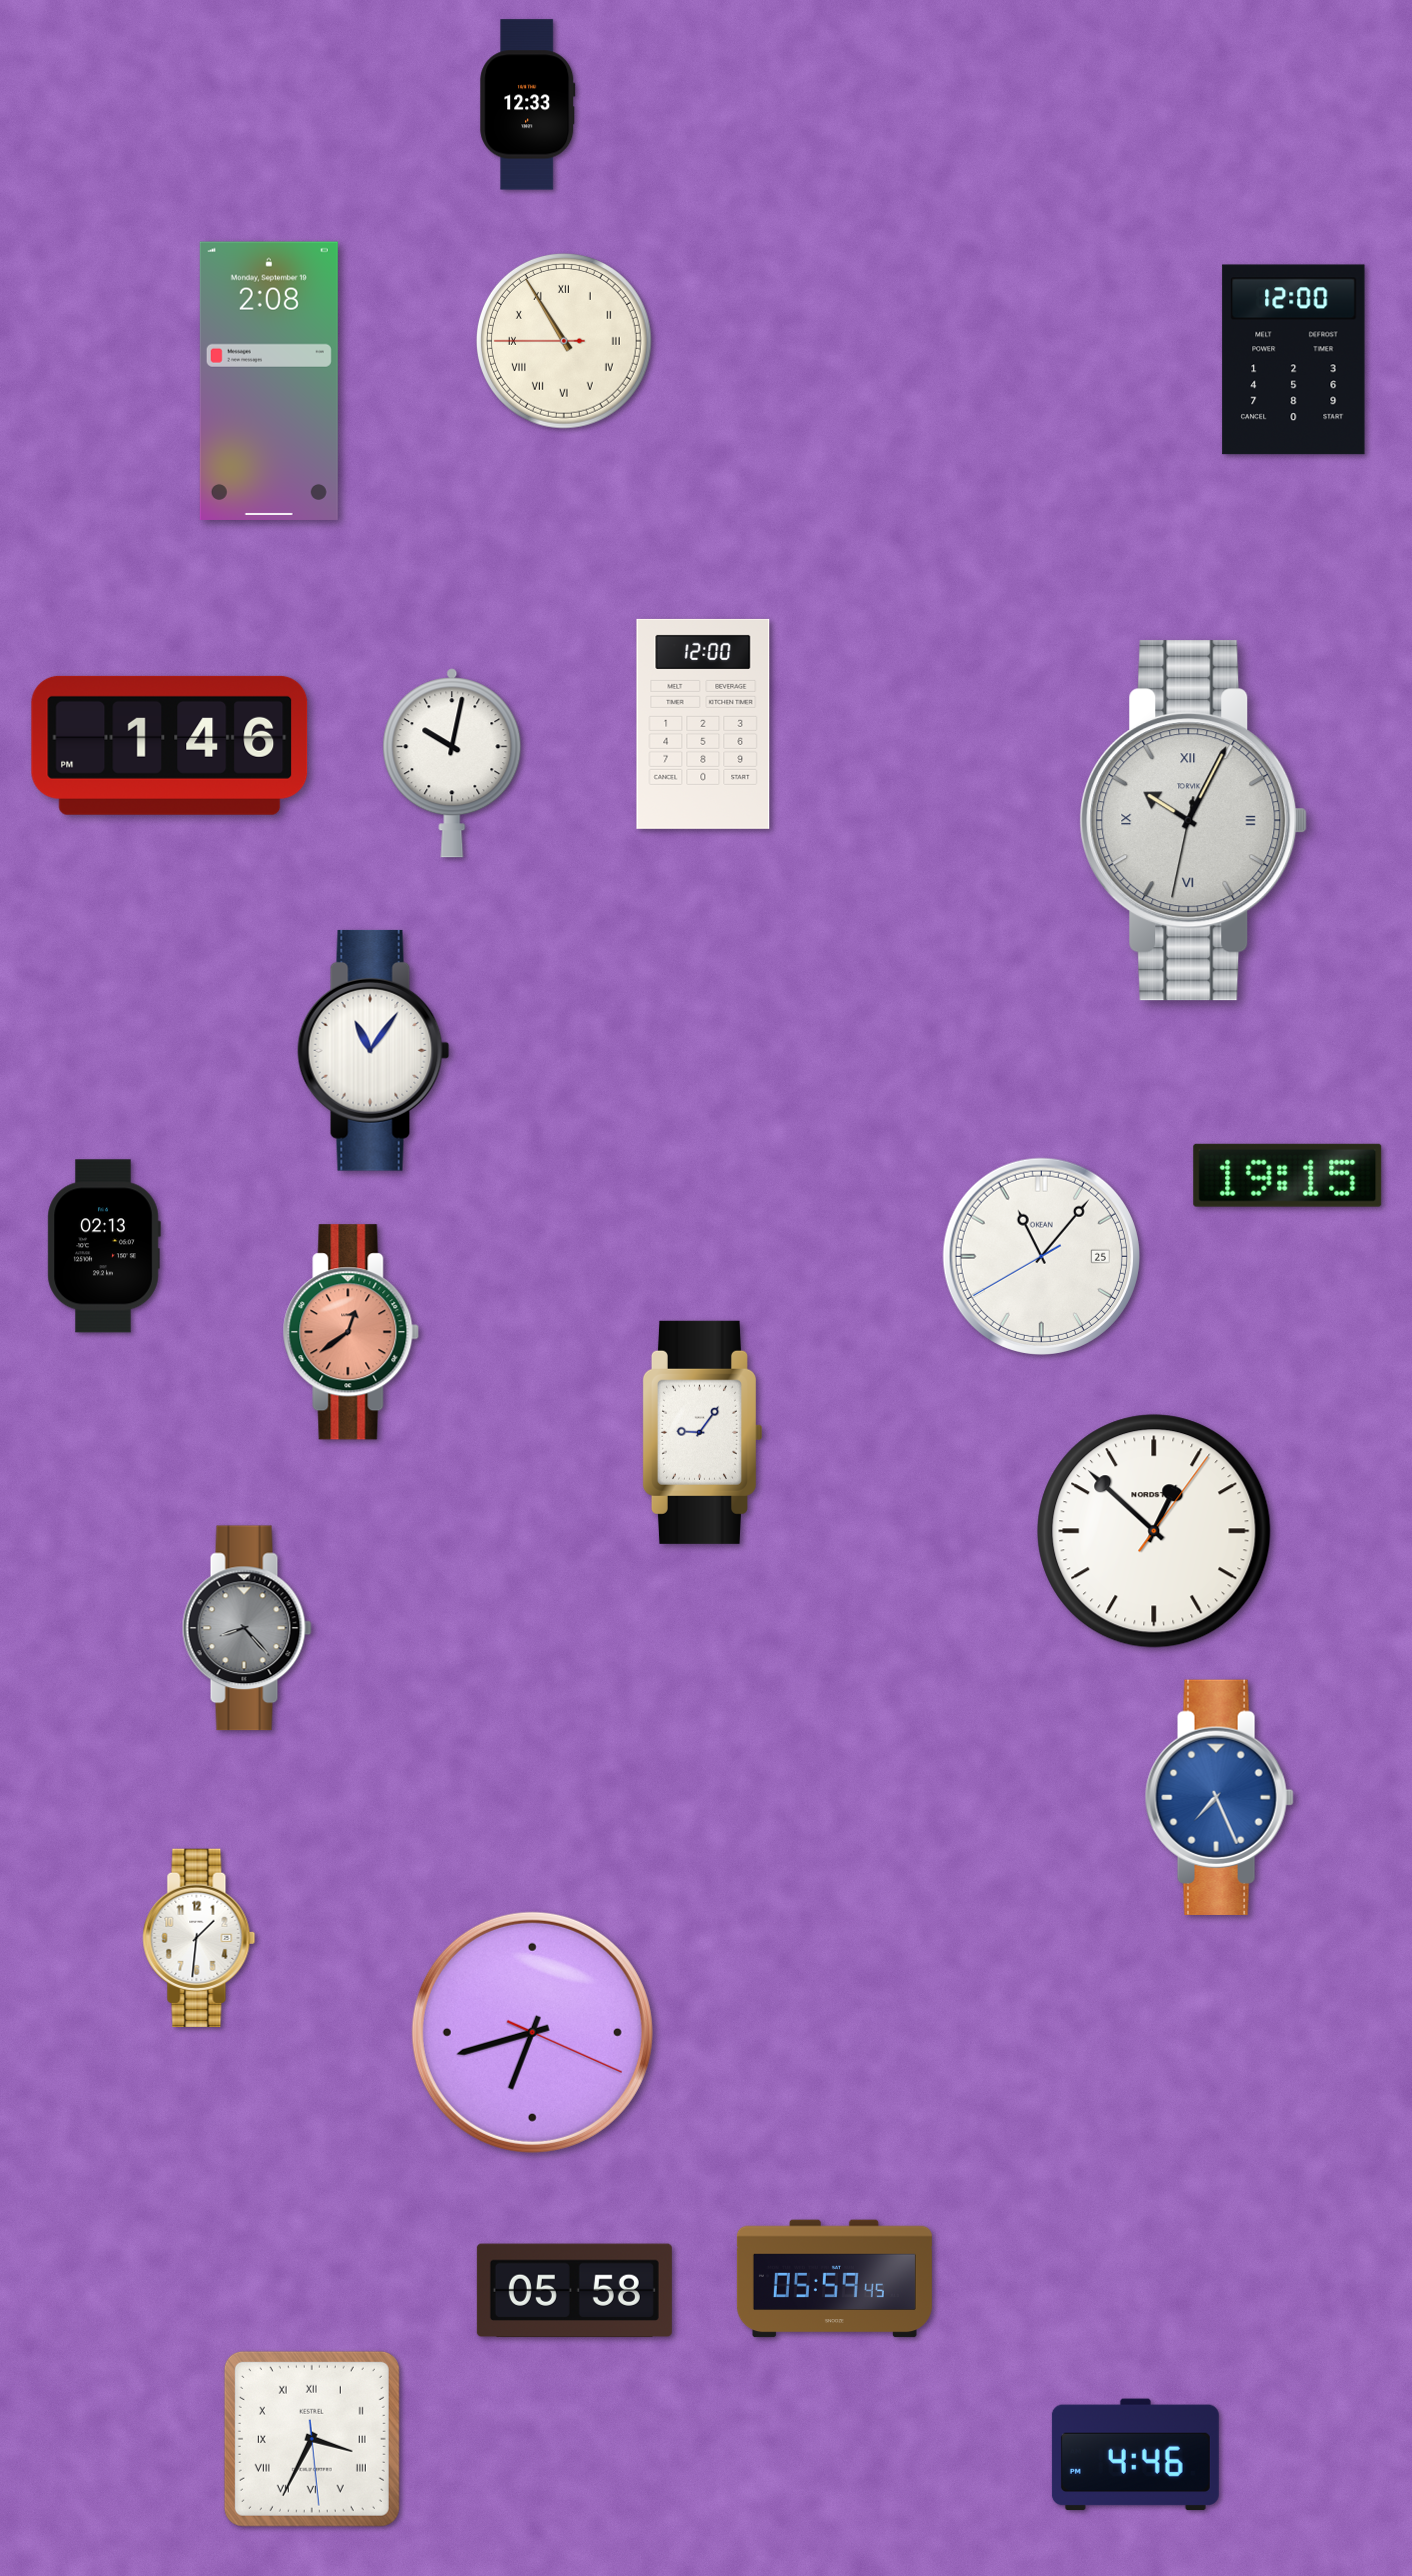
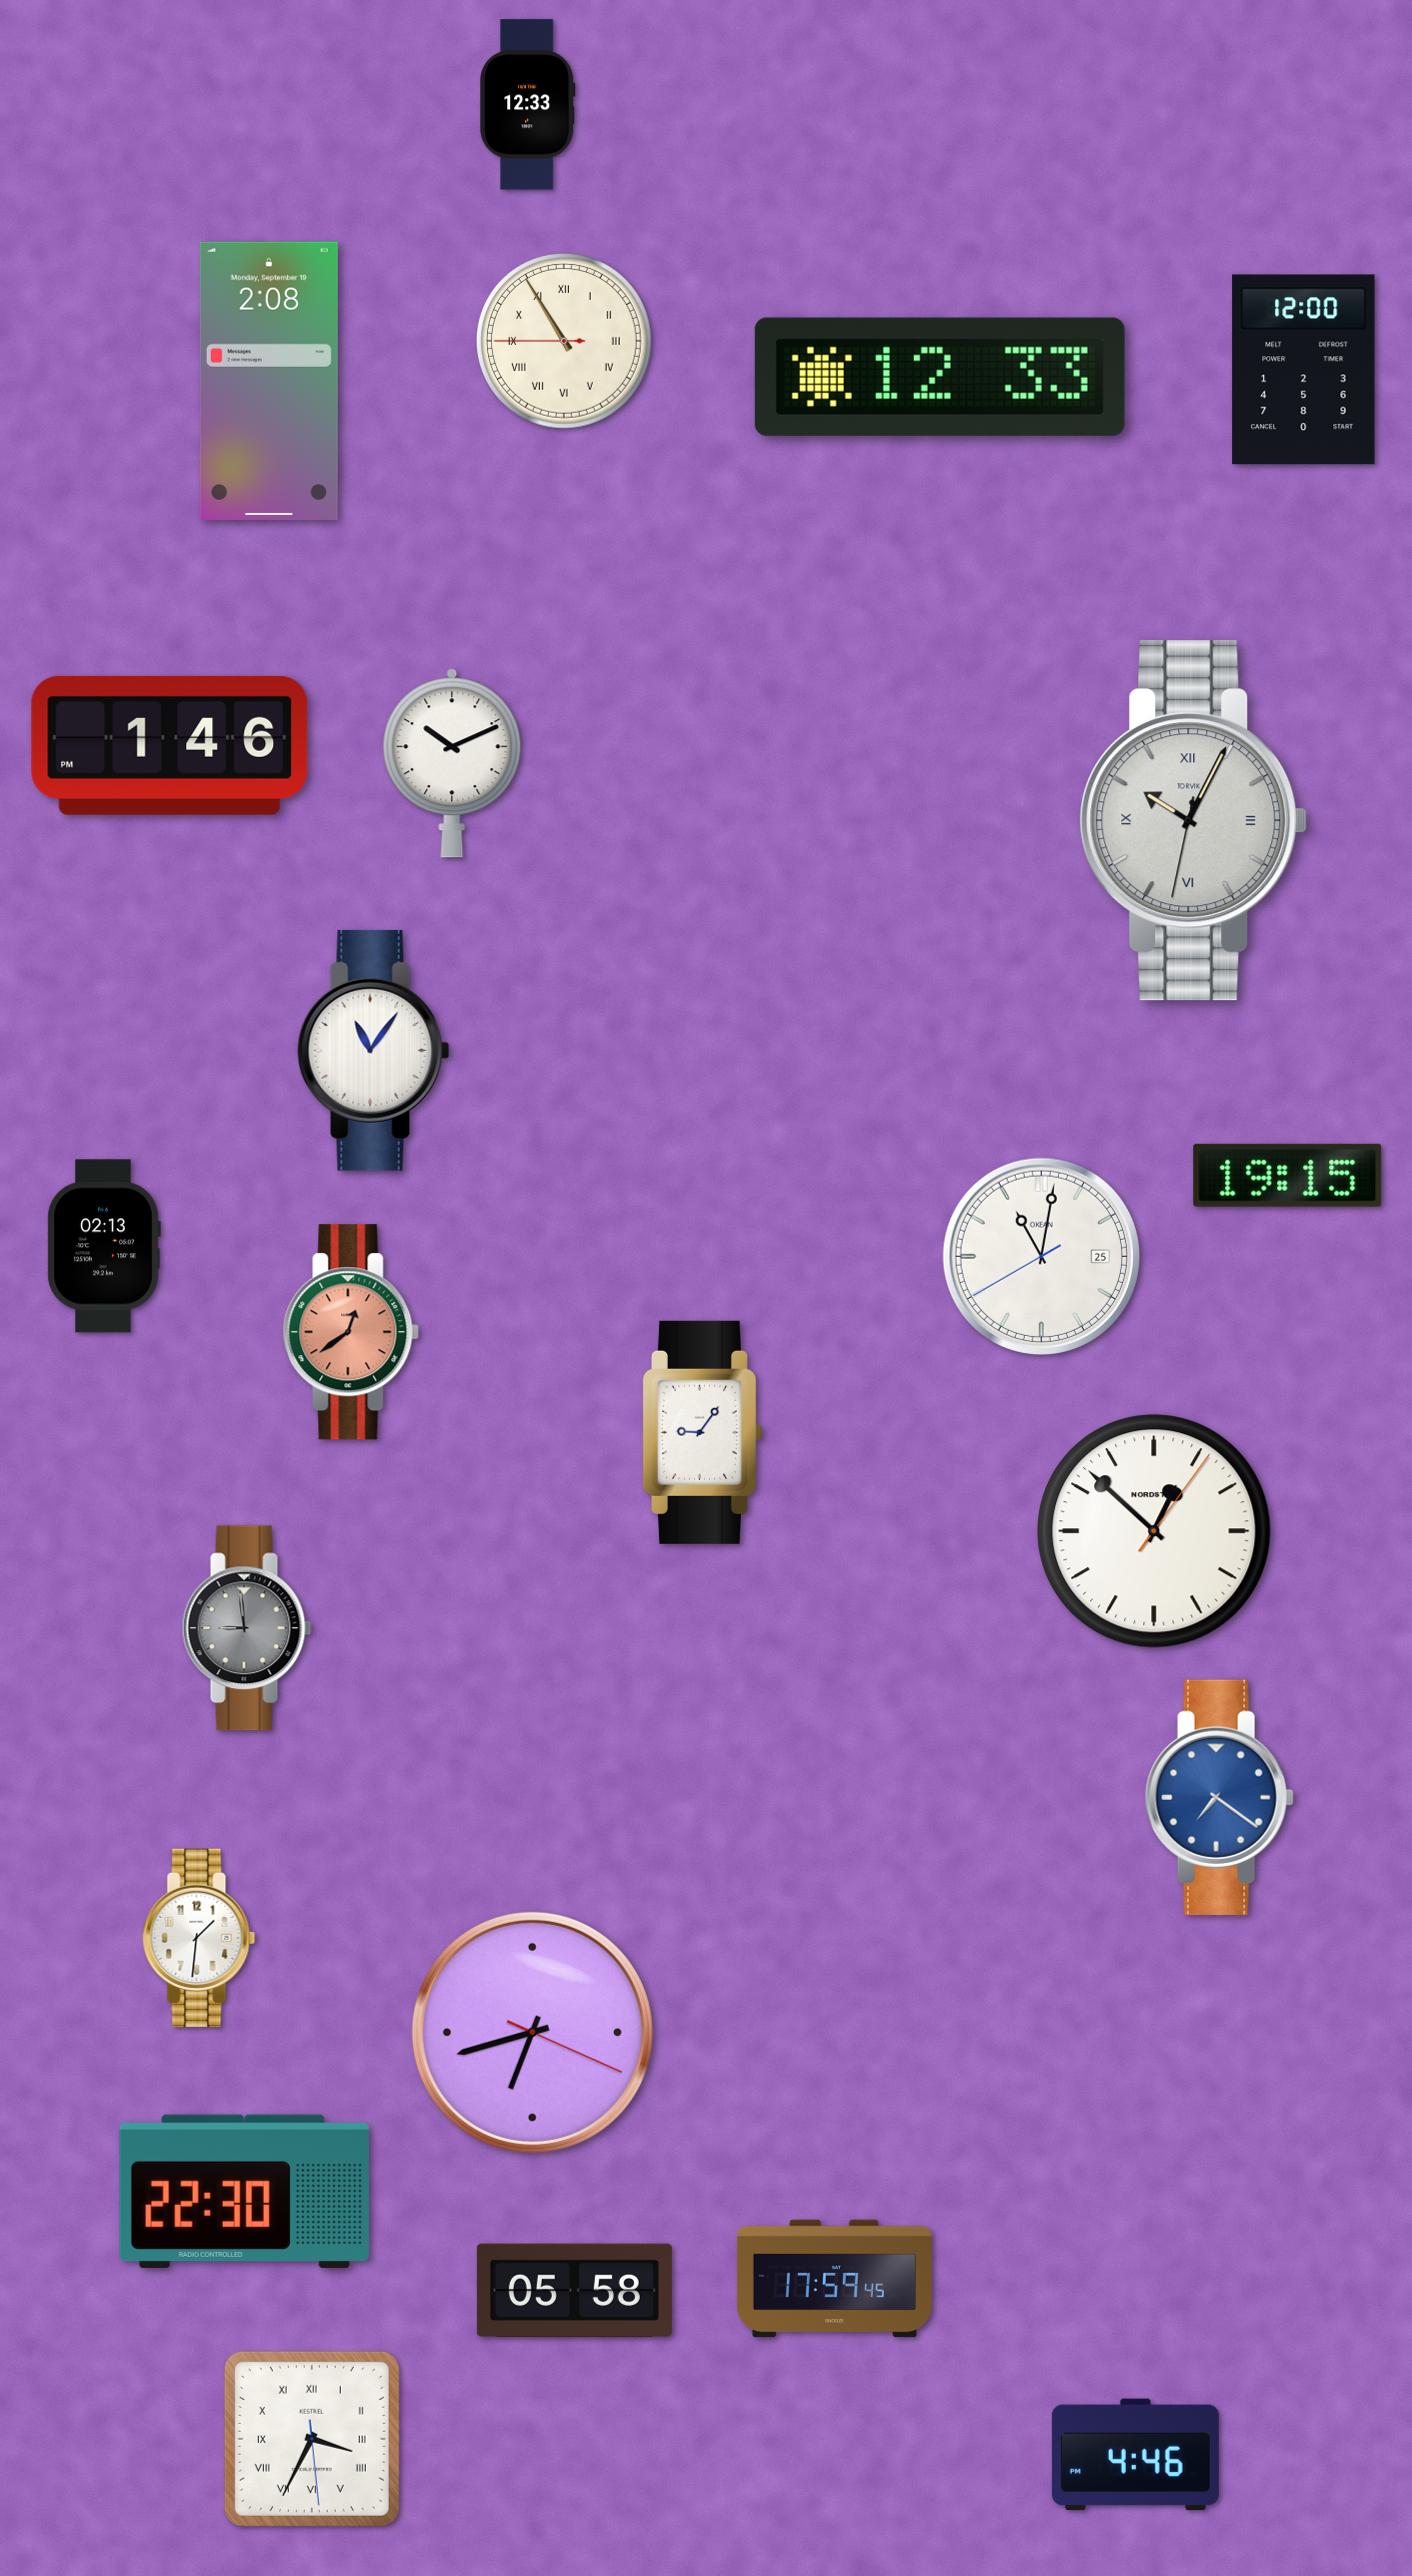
clock at (1294, 360) position: (1294, 360) -> (1304, 370)
clock at (940, 377): none -> 12:33
clock at (703, 724): 12:00 -> none
clock at (452, 763): 10:02 -> 10:11
clock at (1041, 1256): 11:06 -> 11:01
clock at (247, 1628): 8:23 -> 8:59
clock at (1219, 1797): 7:26 -> 7:21
clock at (244, 2191): none -> 22:30
clock at (834, 2279): 05:59 -> 17:59
